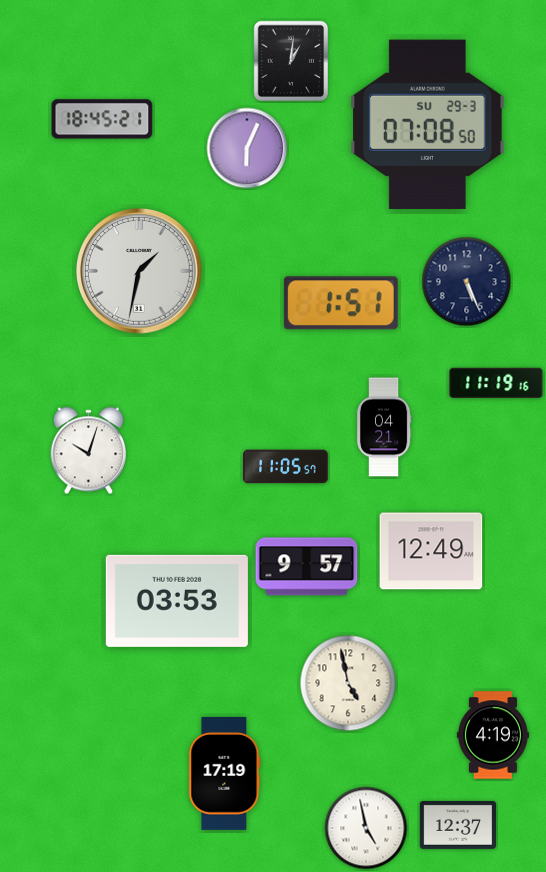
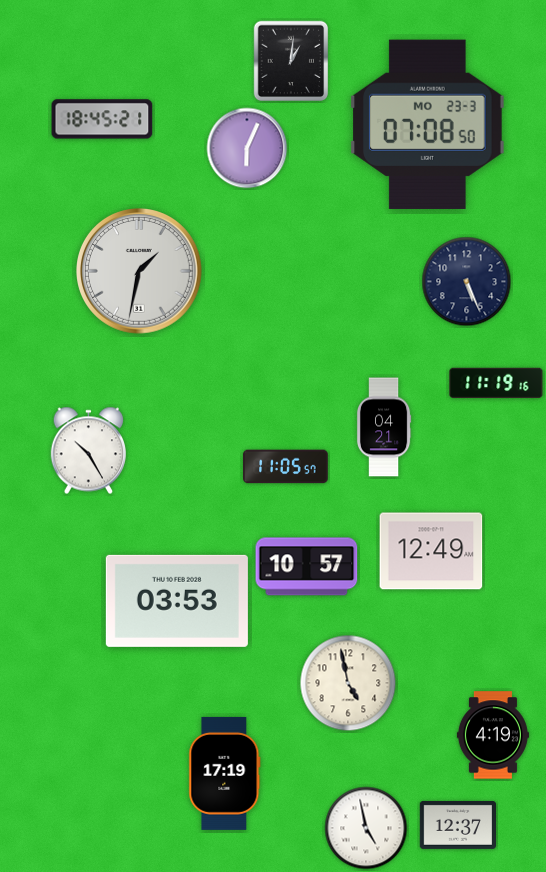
clock at (428, 124) date: SU 29-3 -> MO 23-3
clock at (341, 303): 1:51 -> none
clock at (88, 451): 10:03 -> 10:25
clock at (307, 567): 9:57 -> 10:57
